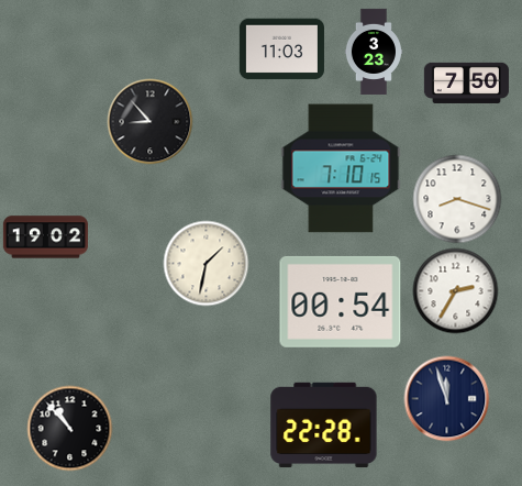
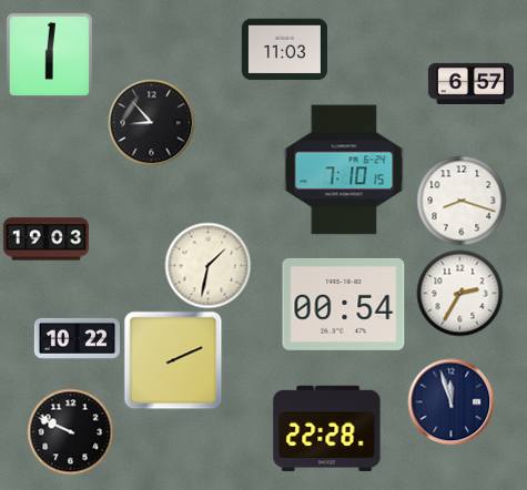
clock at (373, 52): 3:23 -> none
clock at (49, 55): none -> 6:01
clock at (466, 82): 7:50 -> 6:57
clock at (45, 238): 19:02 -> 19:03
clock at (77, 338): none -> 10:22
clock at (173, 360): none -> 2:11
clock at (69, 428): 10:53 -> 9:49
